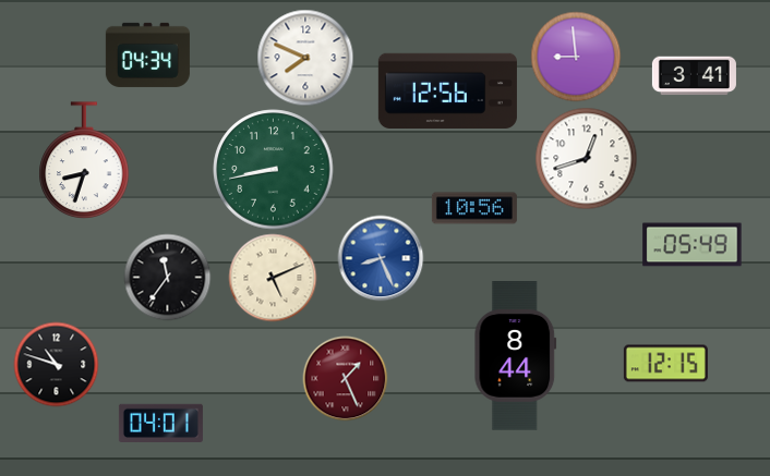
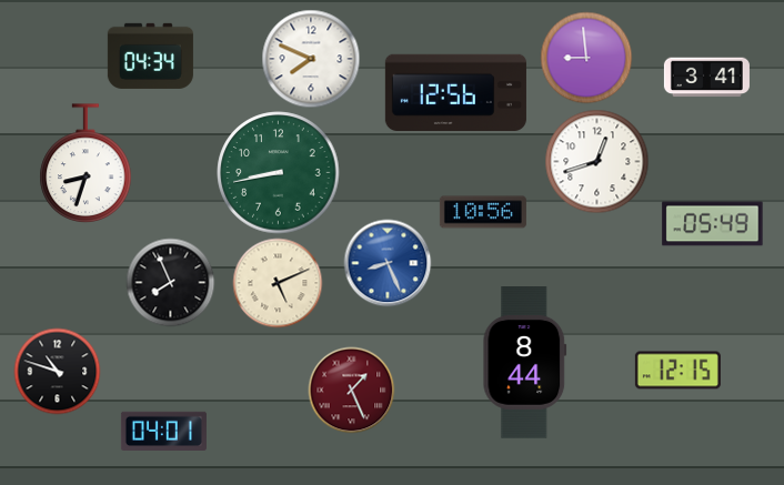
clock at (693, 245) position: (693, 245) -> (713, 224)
clock at (167, 277): 11:36 -> 7:56
clock at (345, 378) position: (345, 378) -> (351, 390)
